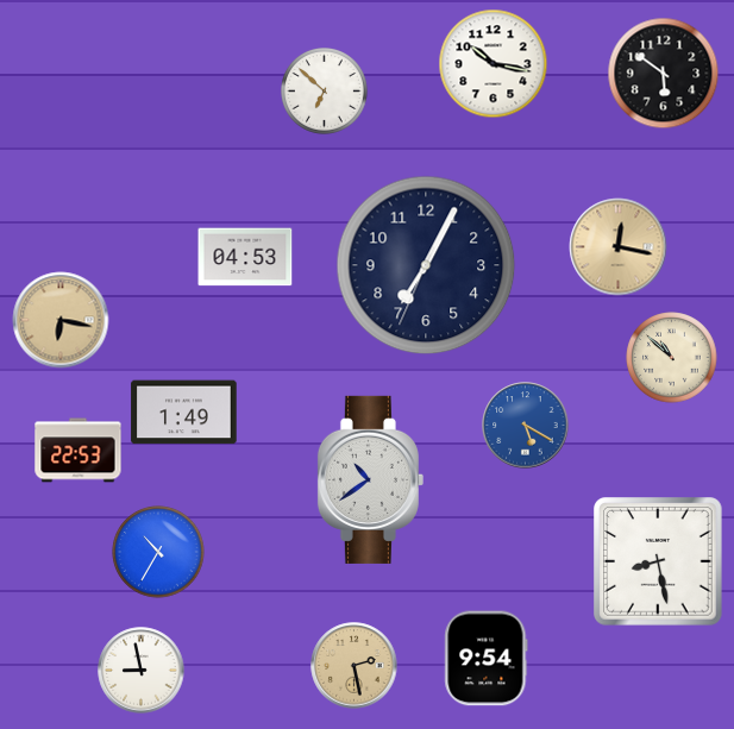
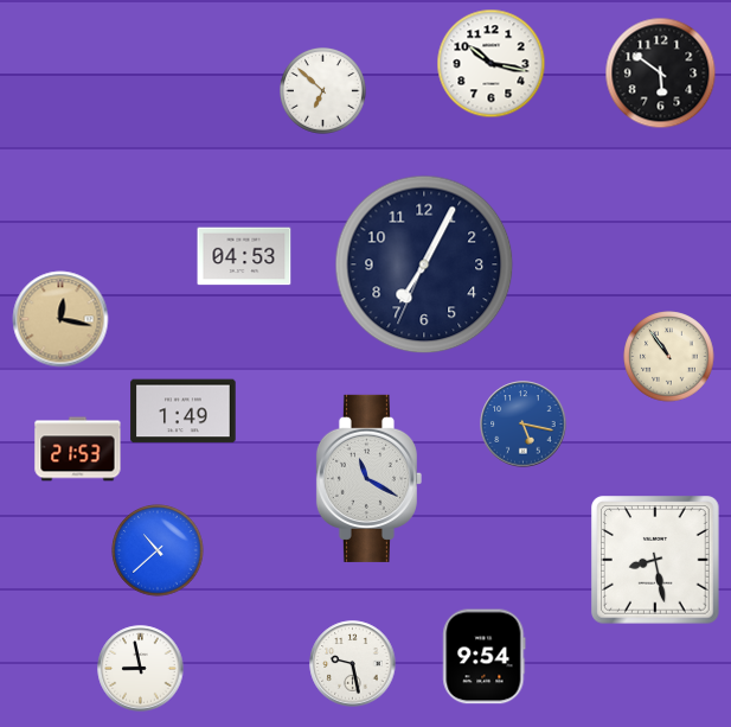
clock at (619, 247): 12:17 -> none
clock at (61, 320): 6:17 -> 12:17
clock at (672, 358): 10:52 -> 10:54
clock at (526, 426): 5:20 -> 5:17
clock at (79, 451): 22:53 -> 21:53
clock at (370, 479): 10:39 -> 11:20
clock at (158, 552): 10:35 -> 10:38
clock at (355, 666): 2:28 -> 9:28
clock at (355, 666) dial: champagne -> white
